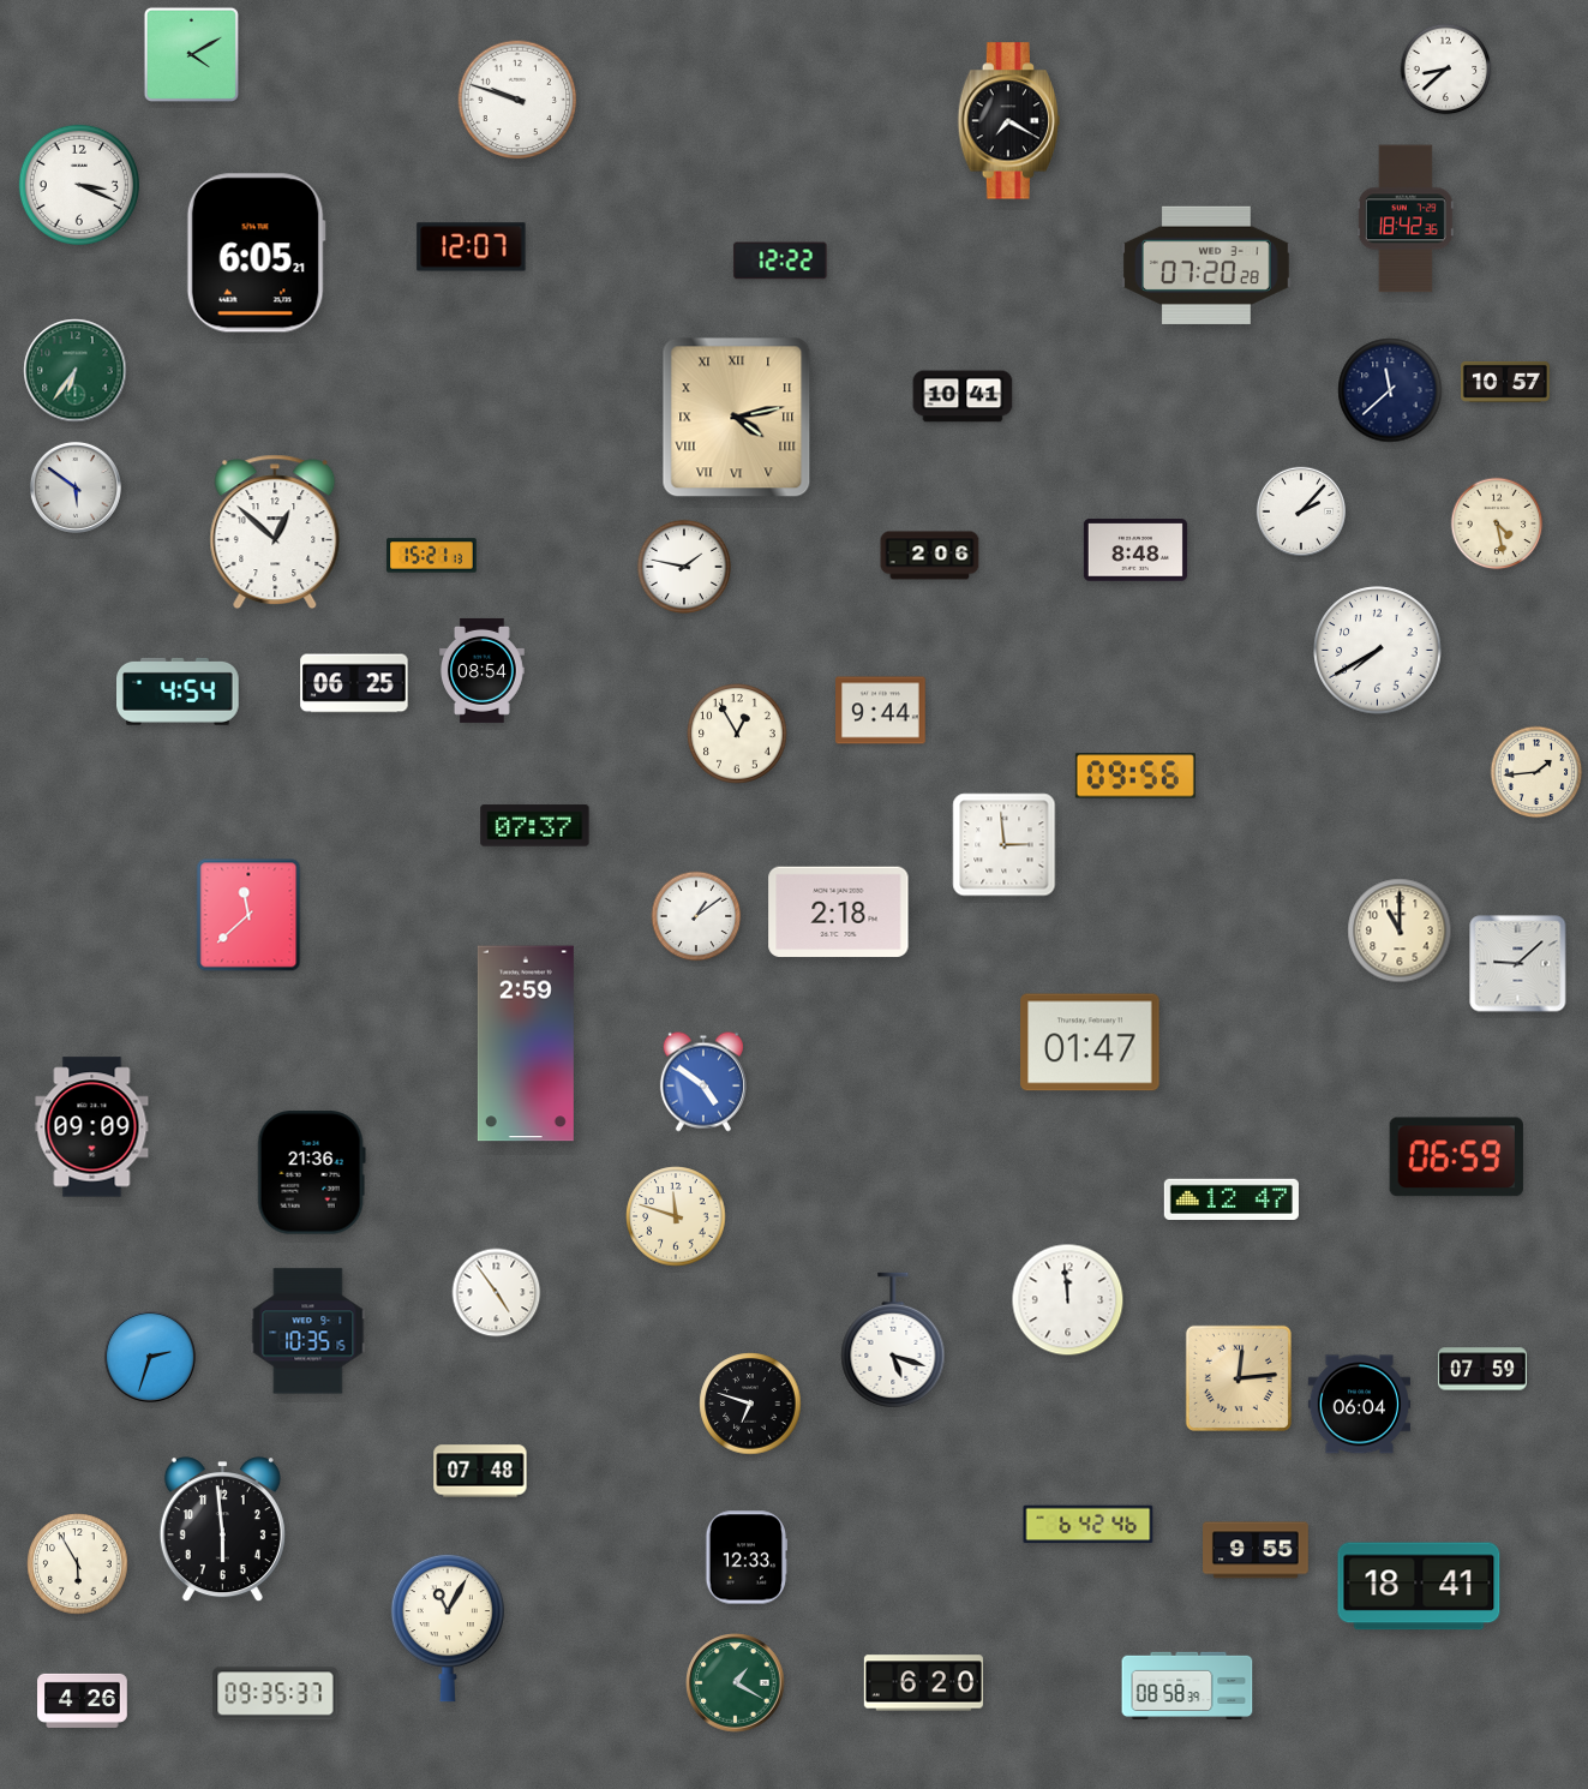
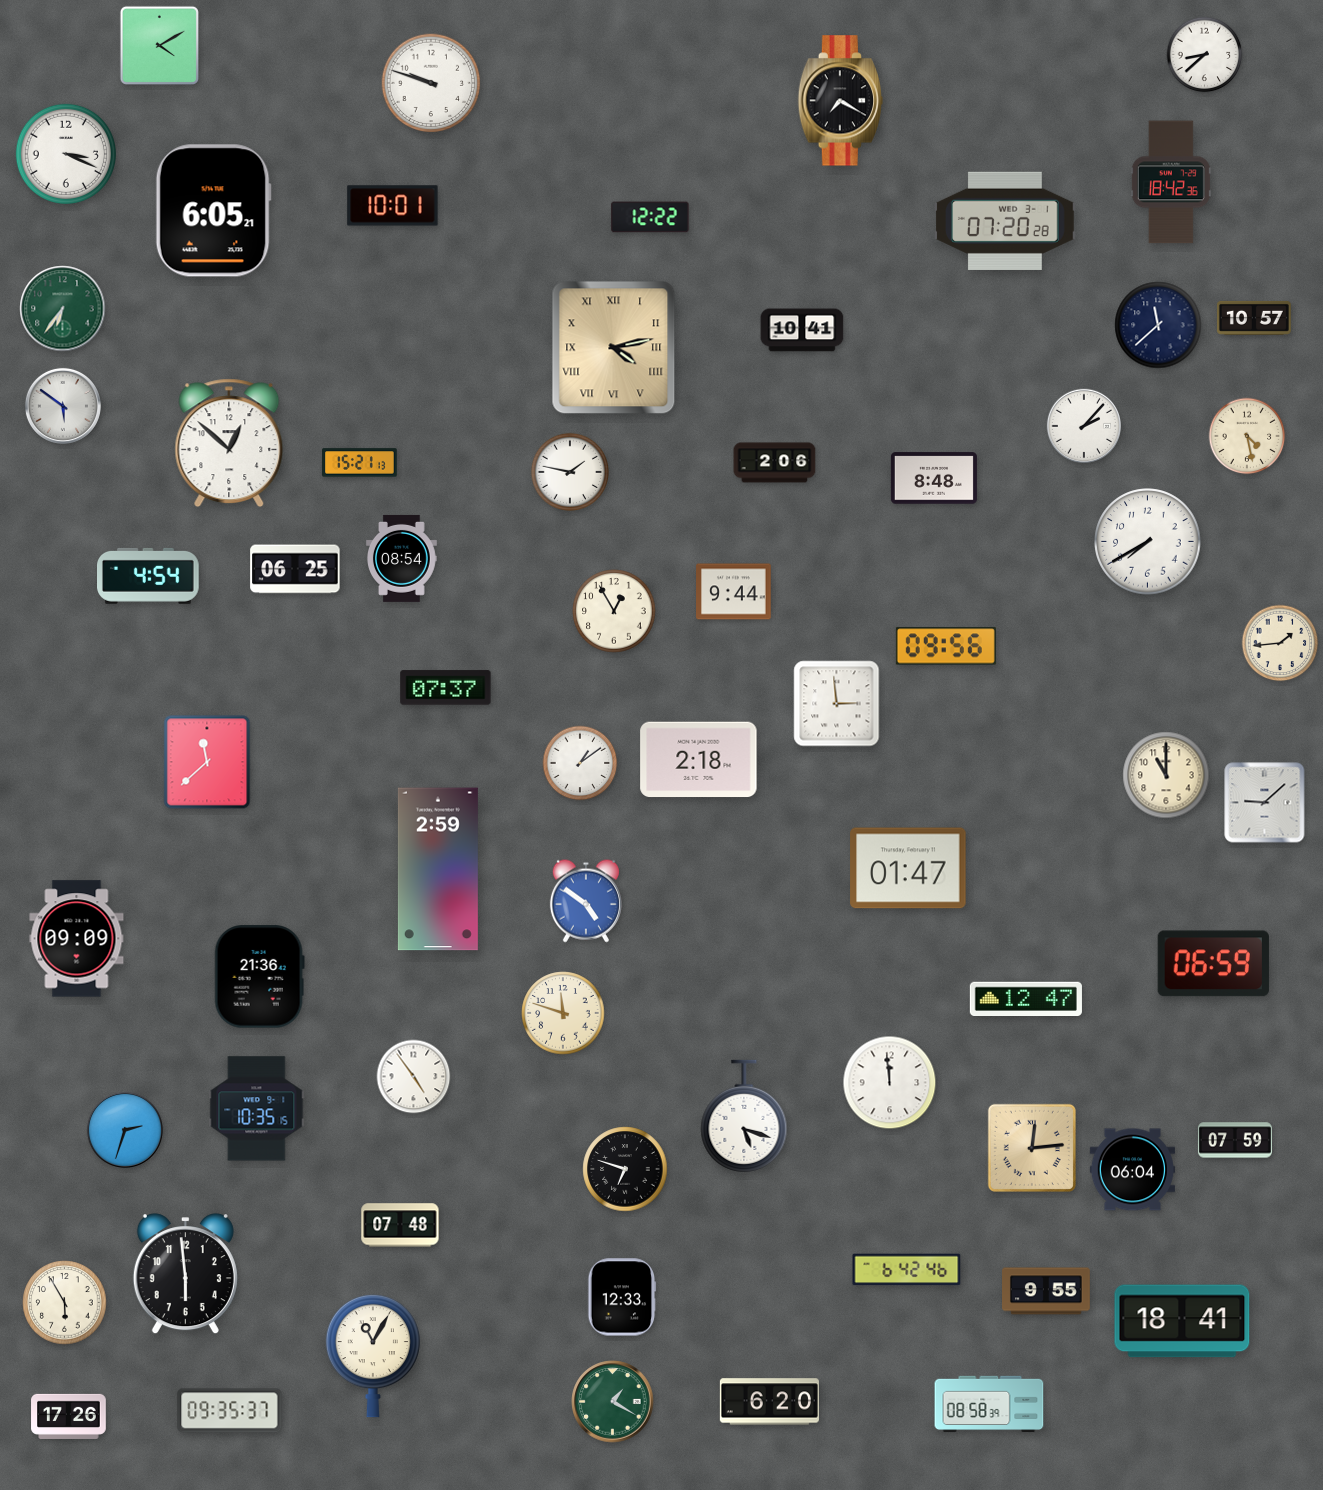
clock at (1446, 70) position: (1446, 70) -> (1205, 55)
clock at (472, 247): 12:07 -> 10:01
clock at (1135, 550) position: (1135, 550) -> (934, 478)
clock at (83, 1700): 4:26 -> 17:26
